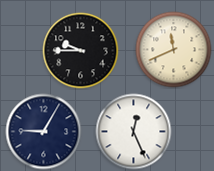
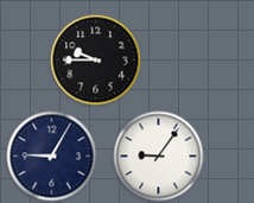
clock at (174, 50): 11:41 -> none
clock at (134, 132): 12:26 -> 9:06
